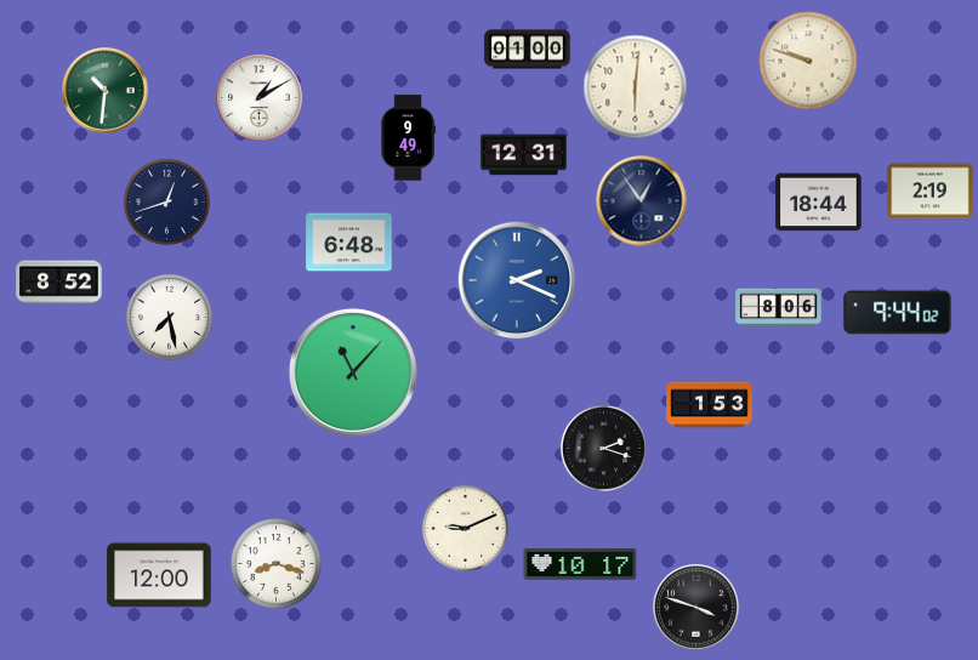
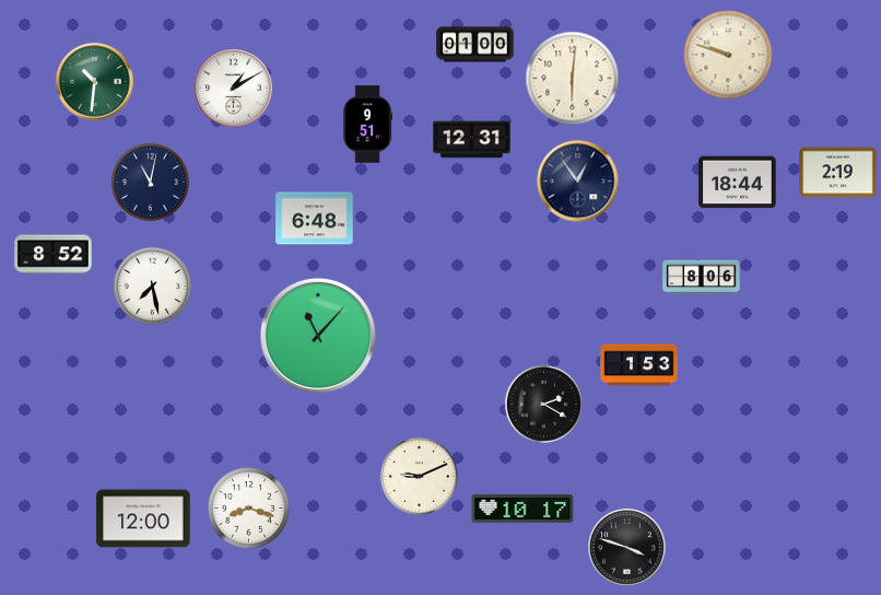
clock at (408, 138): 9:49 -> 9:51
clock at (166, 201): 12:42 -> 11:02
clock at (517, 280): 2:19 -> none
clock at (898, 313): 9:44 -> none
clock at (603, 448): 2:18 -> 2:20
